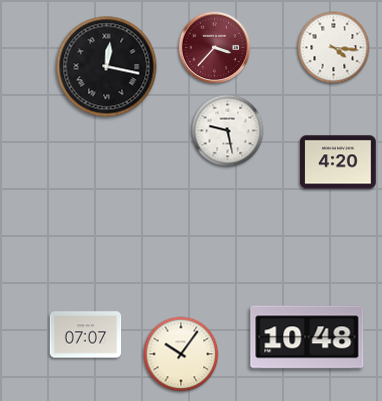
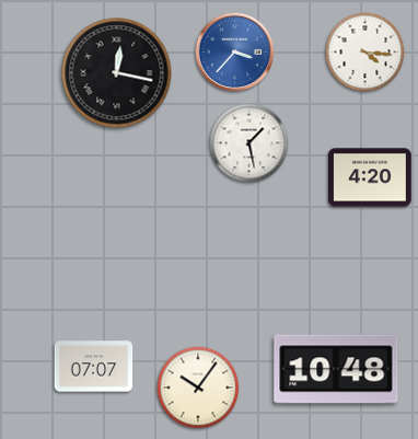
clock at (215, 48) dial: burgundy -> blue
clock at (228, 131): 9:28 -> 1:28
